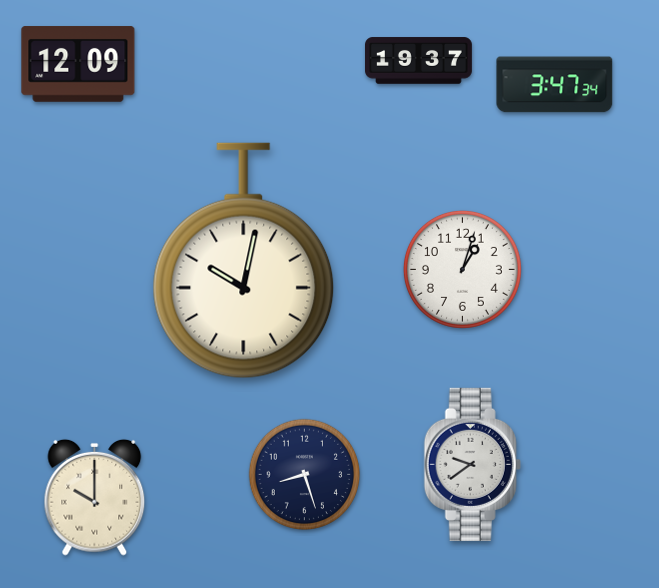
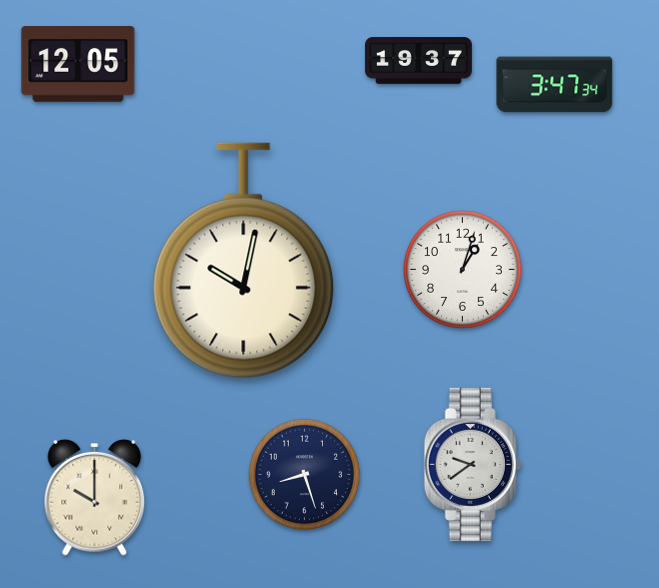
clock at (78, 64): 12:09 -> 12:05
